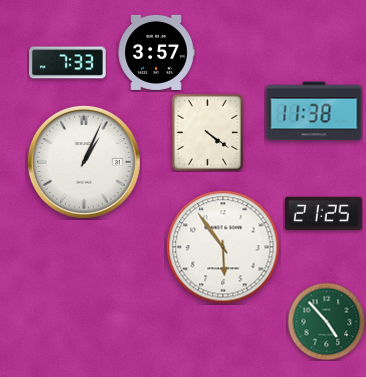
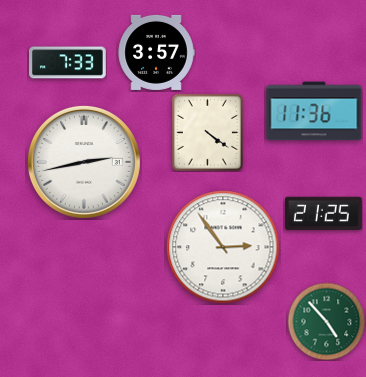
clock at (314, 111): 11:38 -> 11:36
clock at (84, 162): 1:04 -> 2:43
clock at (223, 247): 5:54 -> 2:54
